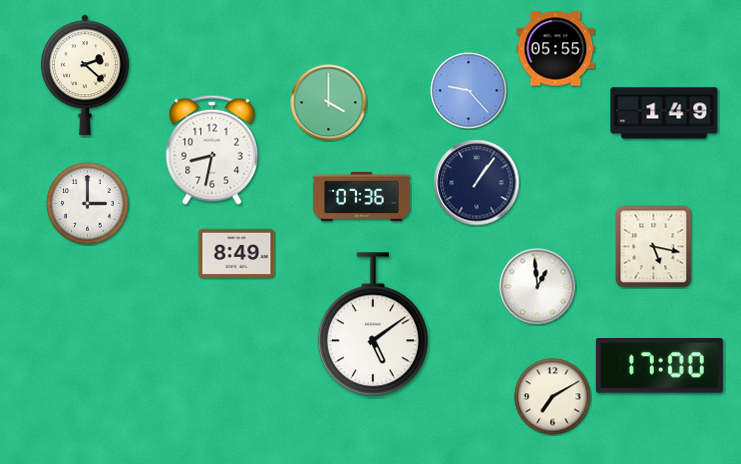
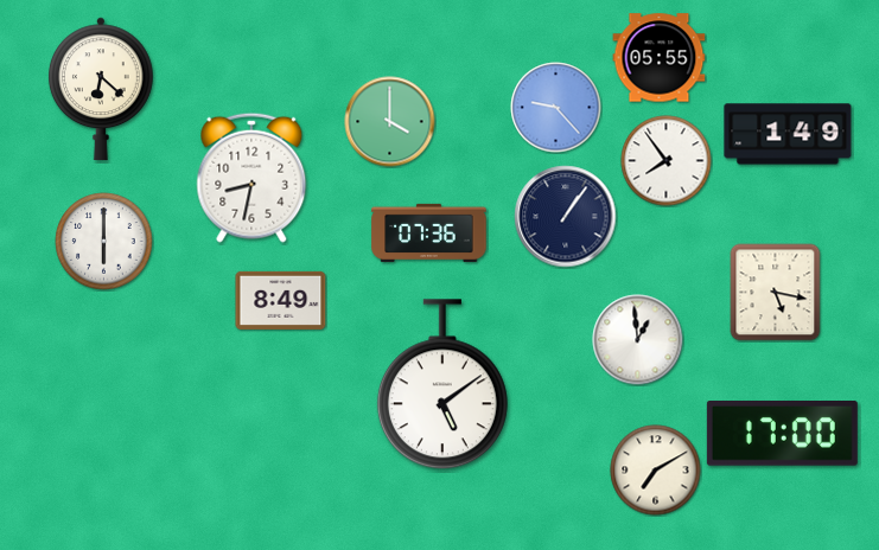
clock at (86, 75): 2:22 -> 6:22
clock at (667, 161): none -> 7:54
clock at (88, 204): 3:00 -> 6:00
